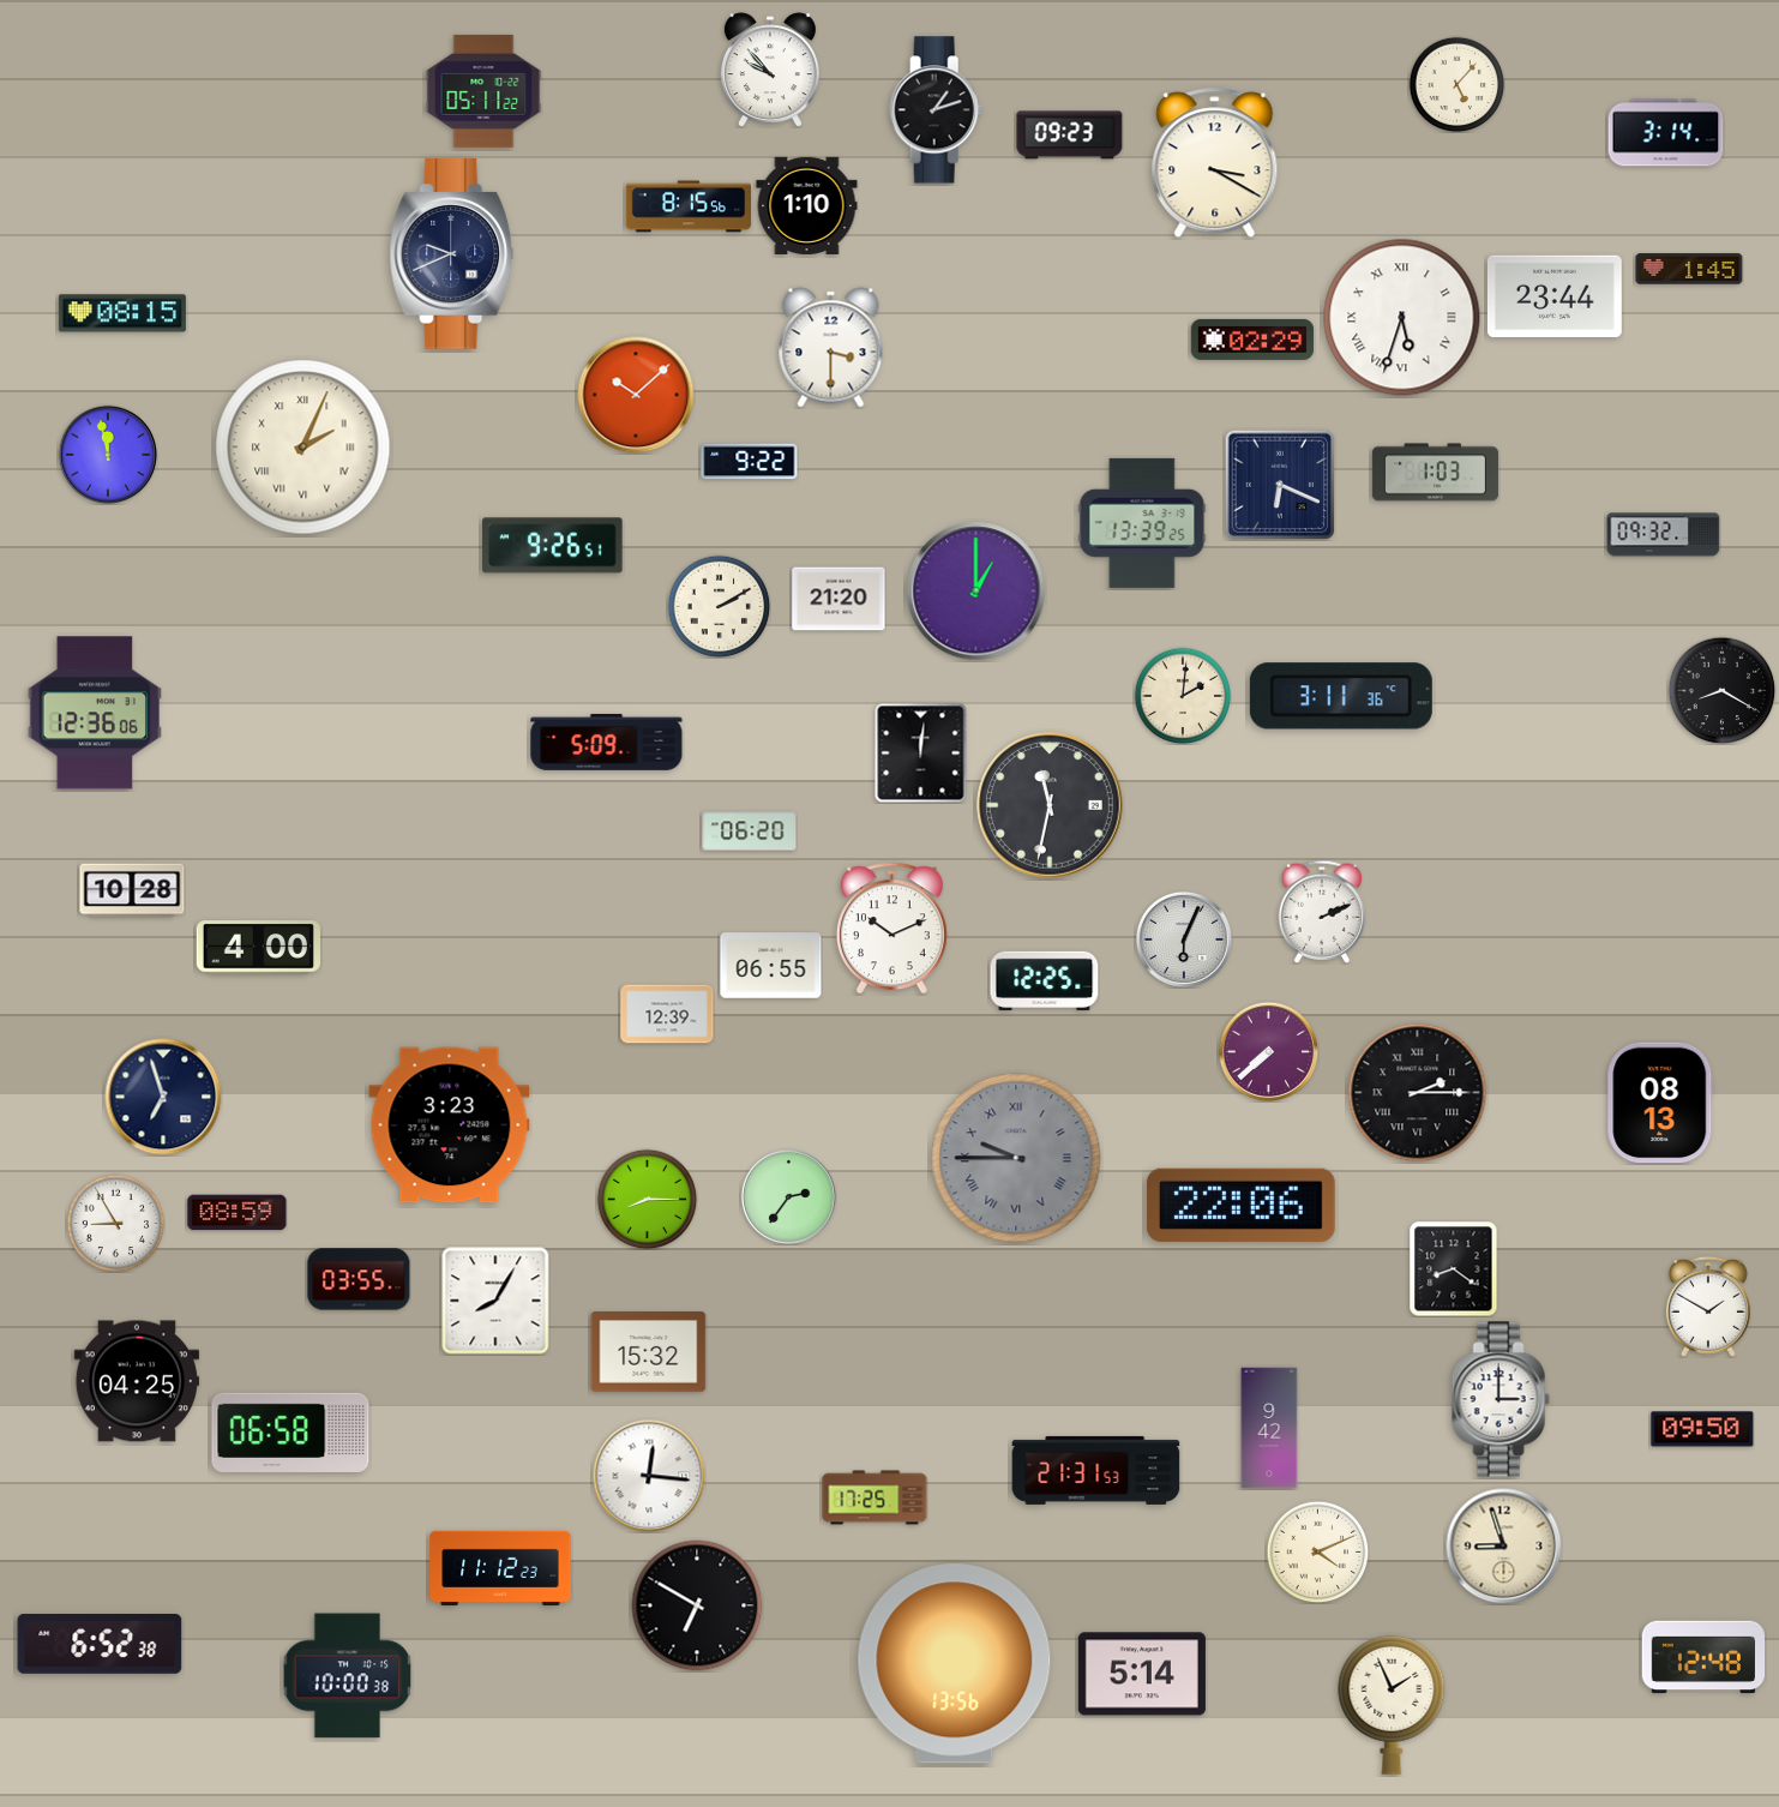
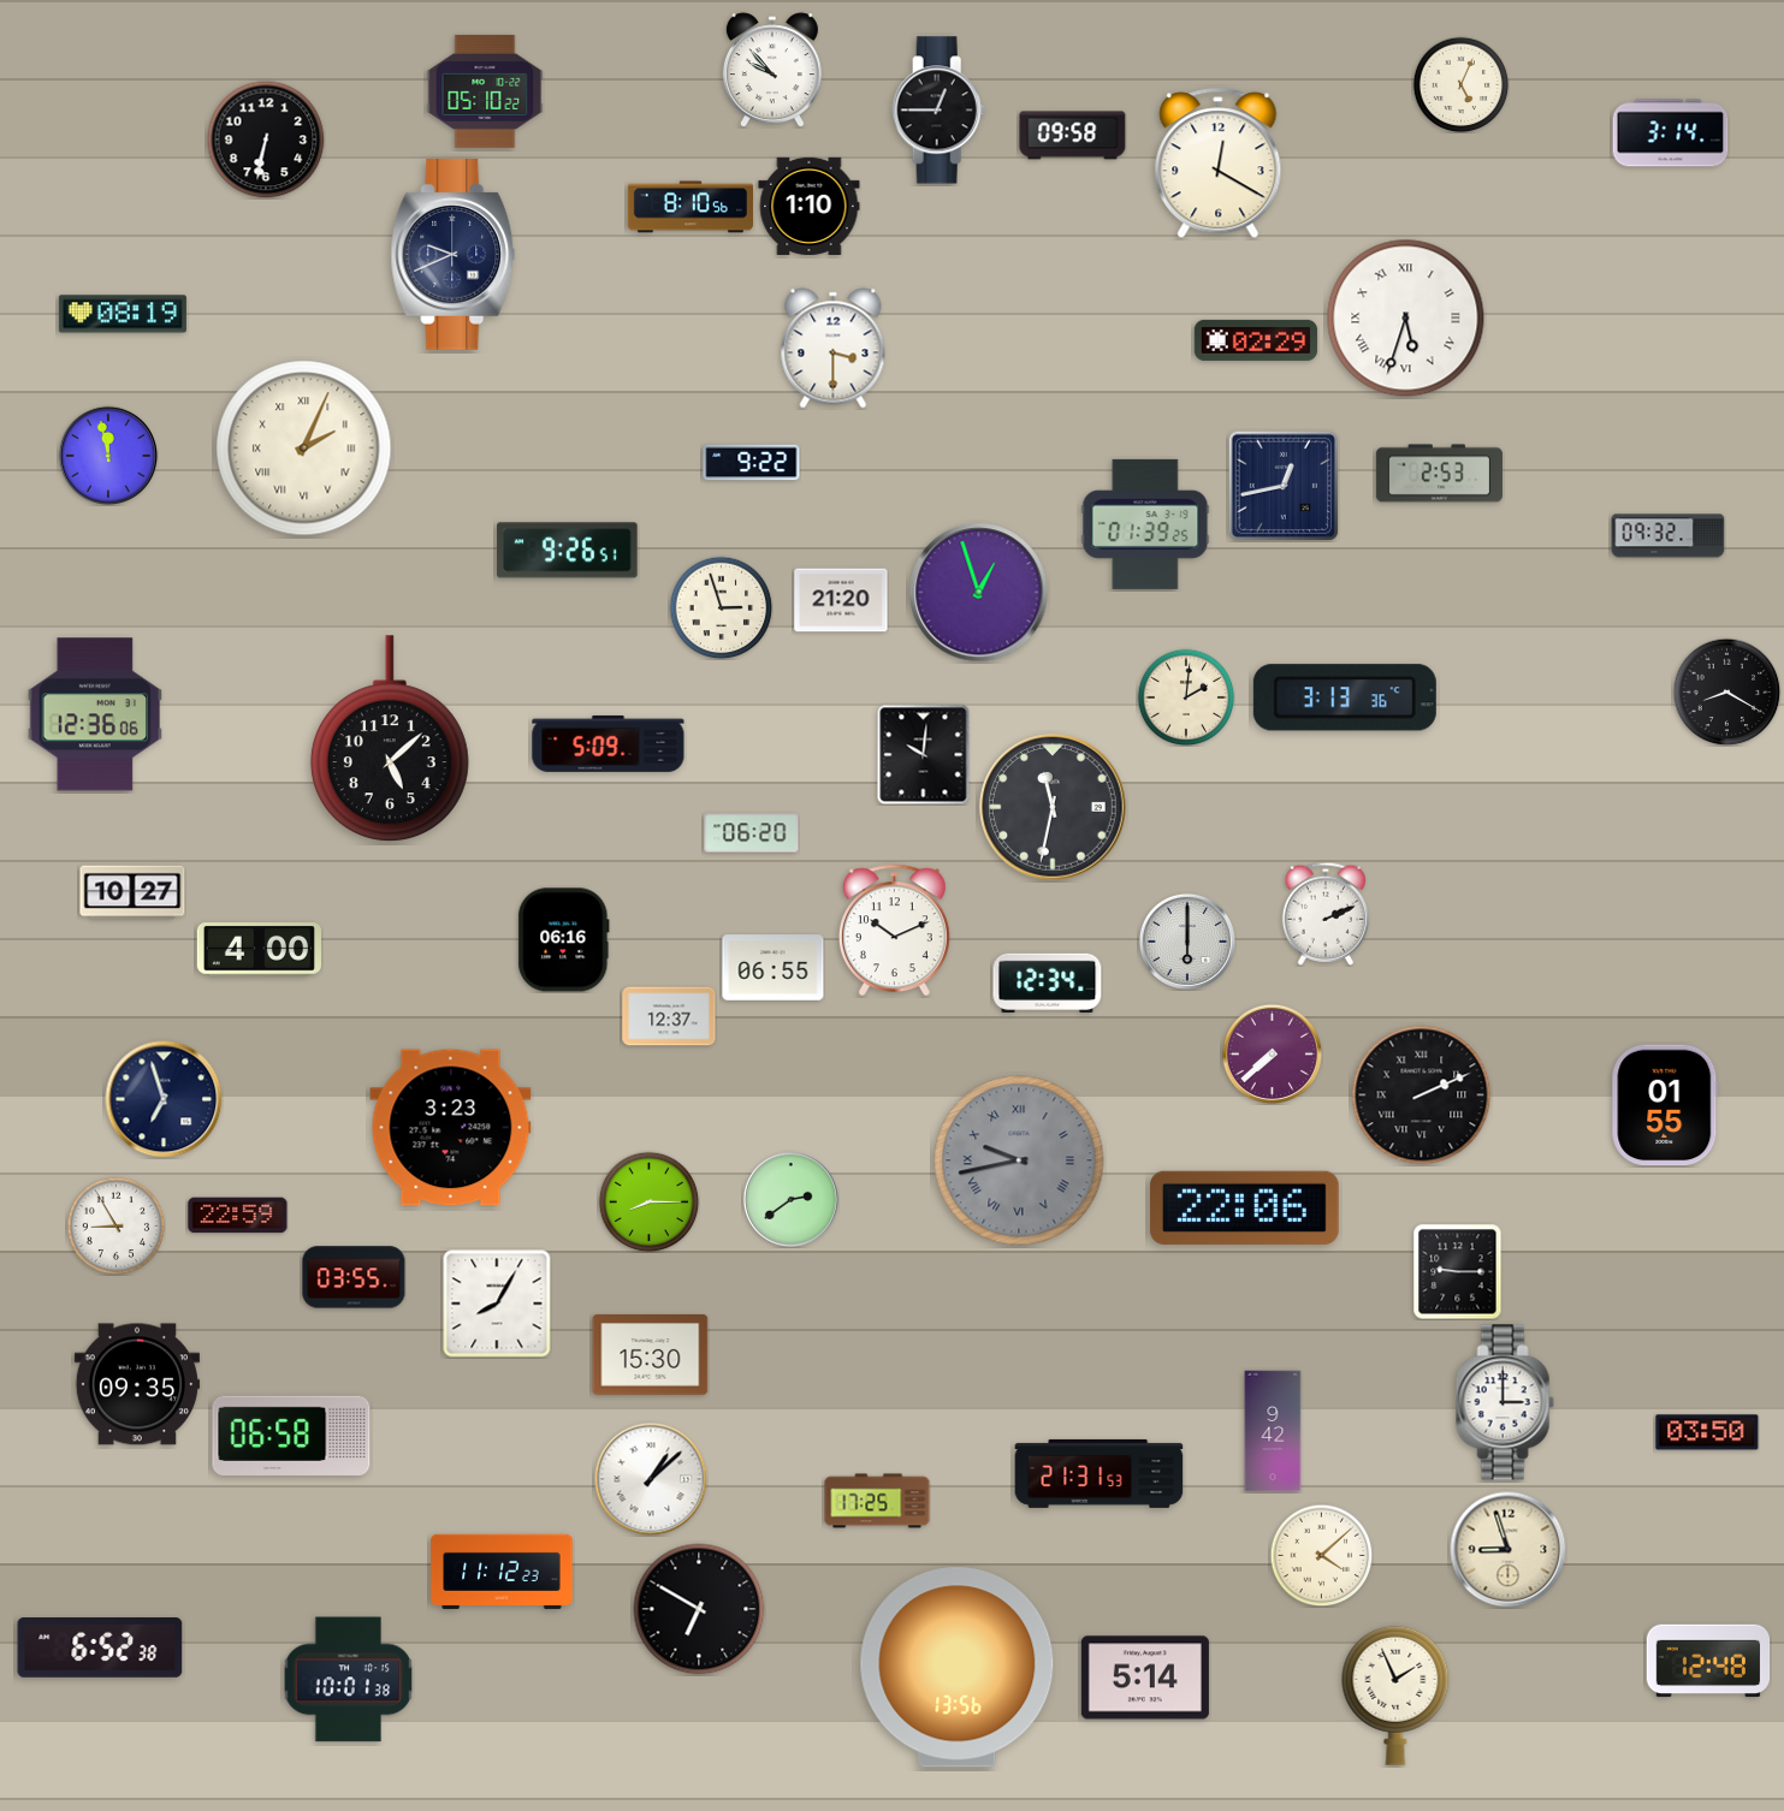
clock at (1456, 84): 5:07 -> 5:04
clock at (483, 91): 05:11 -> 05:10
clock at (937, 110): 1:12 -> 12:45
clock at (1070, 136): 09:23 -> 09:58
clock at (266, 139): none -> 6:32
clock at (1215, 163): 3:20 -> 12:20
clock at (687, 206): 8:15 -> 8:10
clock at (1689, 269): 1:45 -> none
clock at (1555, 296): 23:44 -> none
clock at (122, 313): 08:15 -> 08:19
clock at (636, 395): 10:08 -> none
clock at (1435, 473): 1:03 -> 2:53
clock at (1279, 484): 6:19 -> 12:43
clock at (1142, 523): 13:39 -> 01:39
clock at (553, 546) position: (553, 546) -> (568, 551)
clock at (976, 592): 1:00 -> 12:57
clock at (719, 606): 2:10 -> 2:57
clock at (1341, 696): 3:11 -> 3:13
clock at (390, 740): none -> 5:08
clock at (921, 752): 12:01 -> 10:01
clock at (132, 890): 10:28 -> 10:27
clock at (564, 940): none -> 06:16
clock at (1184, 939): 6:04 -> 6:00
clock at (1045, 980): 12:25 -> 12:34
clock at (667, 1014): 12:39 -> 12:37
clock at (1418, 1093): 2:15 -> 2:11
clock at (1660, 1103): 08:13 -> 01:55
clock at (1016, 1158): 9:45 -> 9:43
clock at (788, 1196): 2:36 -> 2:39
clock at (238, 1213): 08:59 -> 22:59
clock at (1454, 1269): 8:21 -> 9:15
clock at (359, 1279) position: (359, 1279) -> (354, 1277)
clock at (1708, 1307): 1:50 -> none
clock at (649, 1352): 15:32 -> 15:30
clock at (137, 1381): 04:25 -> 09:35
clock at (1702, 1429): 09:50 -> 03:50
clock at (649, 1476): 12:16 -> 1:08
clock at (1317, 1551): 4:11 -> 4:08
clock at (348, 1676): 10:00 -> 10:01
clock at (1392, 1705) position: (1392, 1705) -> (1395, 1696)
